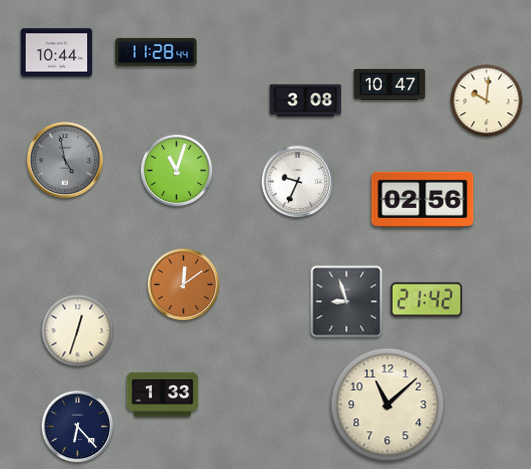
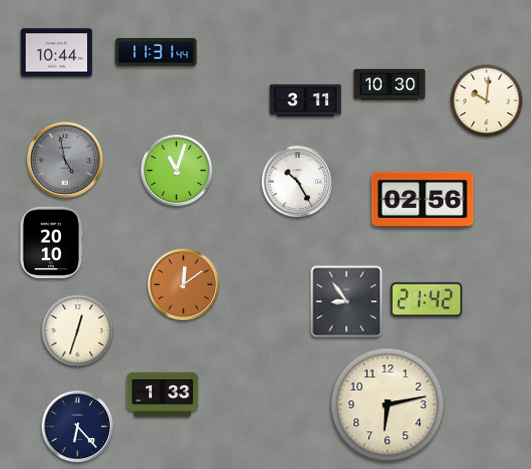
clock at (156, 52): 11:28 -> 11:31
clock at (390, 84): 10:47 -> 10:30
clock at (306, 101): 3:08 -> 3:11
clock at (298, 182): 9:34 -> 10:25
clock at (51, 243): none -> 20:10
clock at (347, 302): 8:57 -> 8:54
clock at (388, 405): 11:08 -> 6:13
